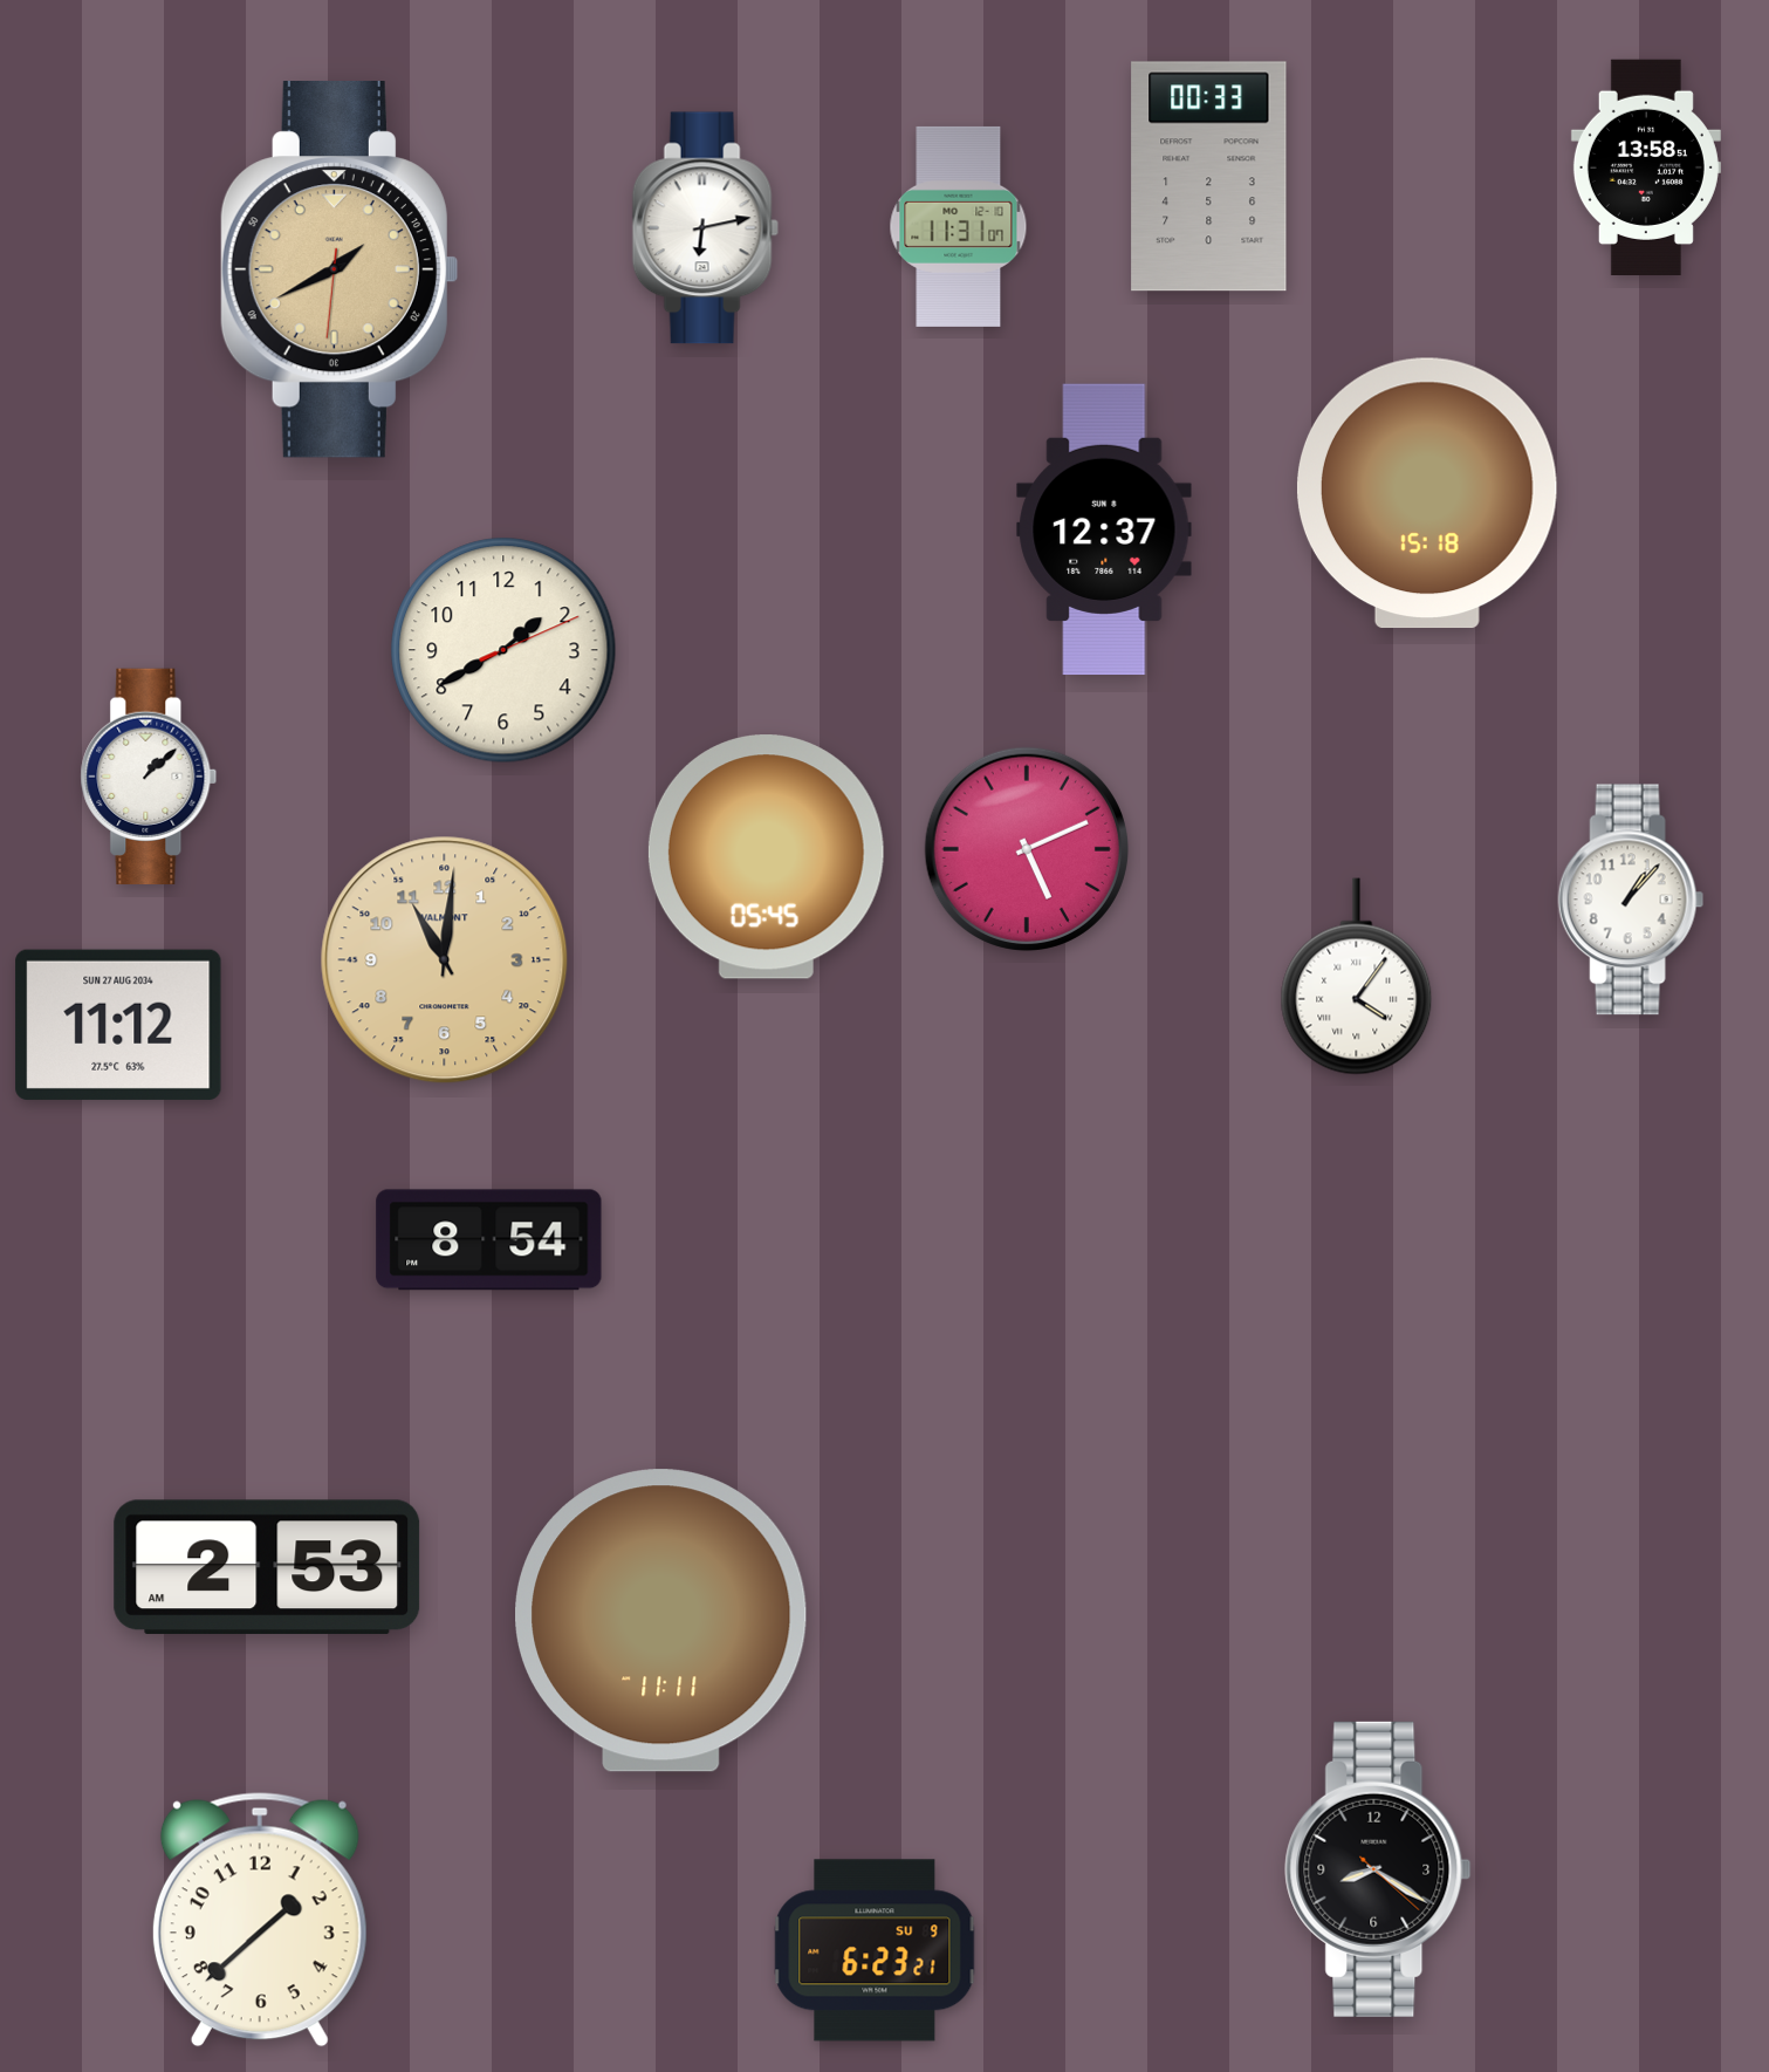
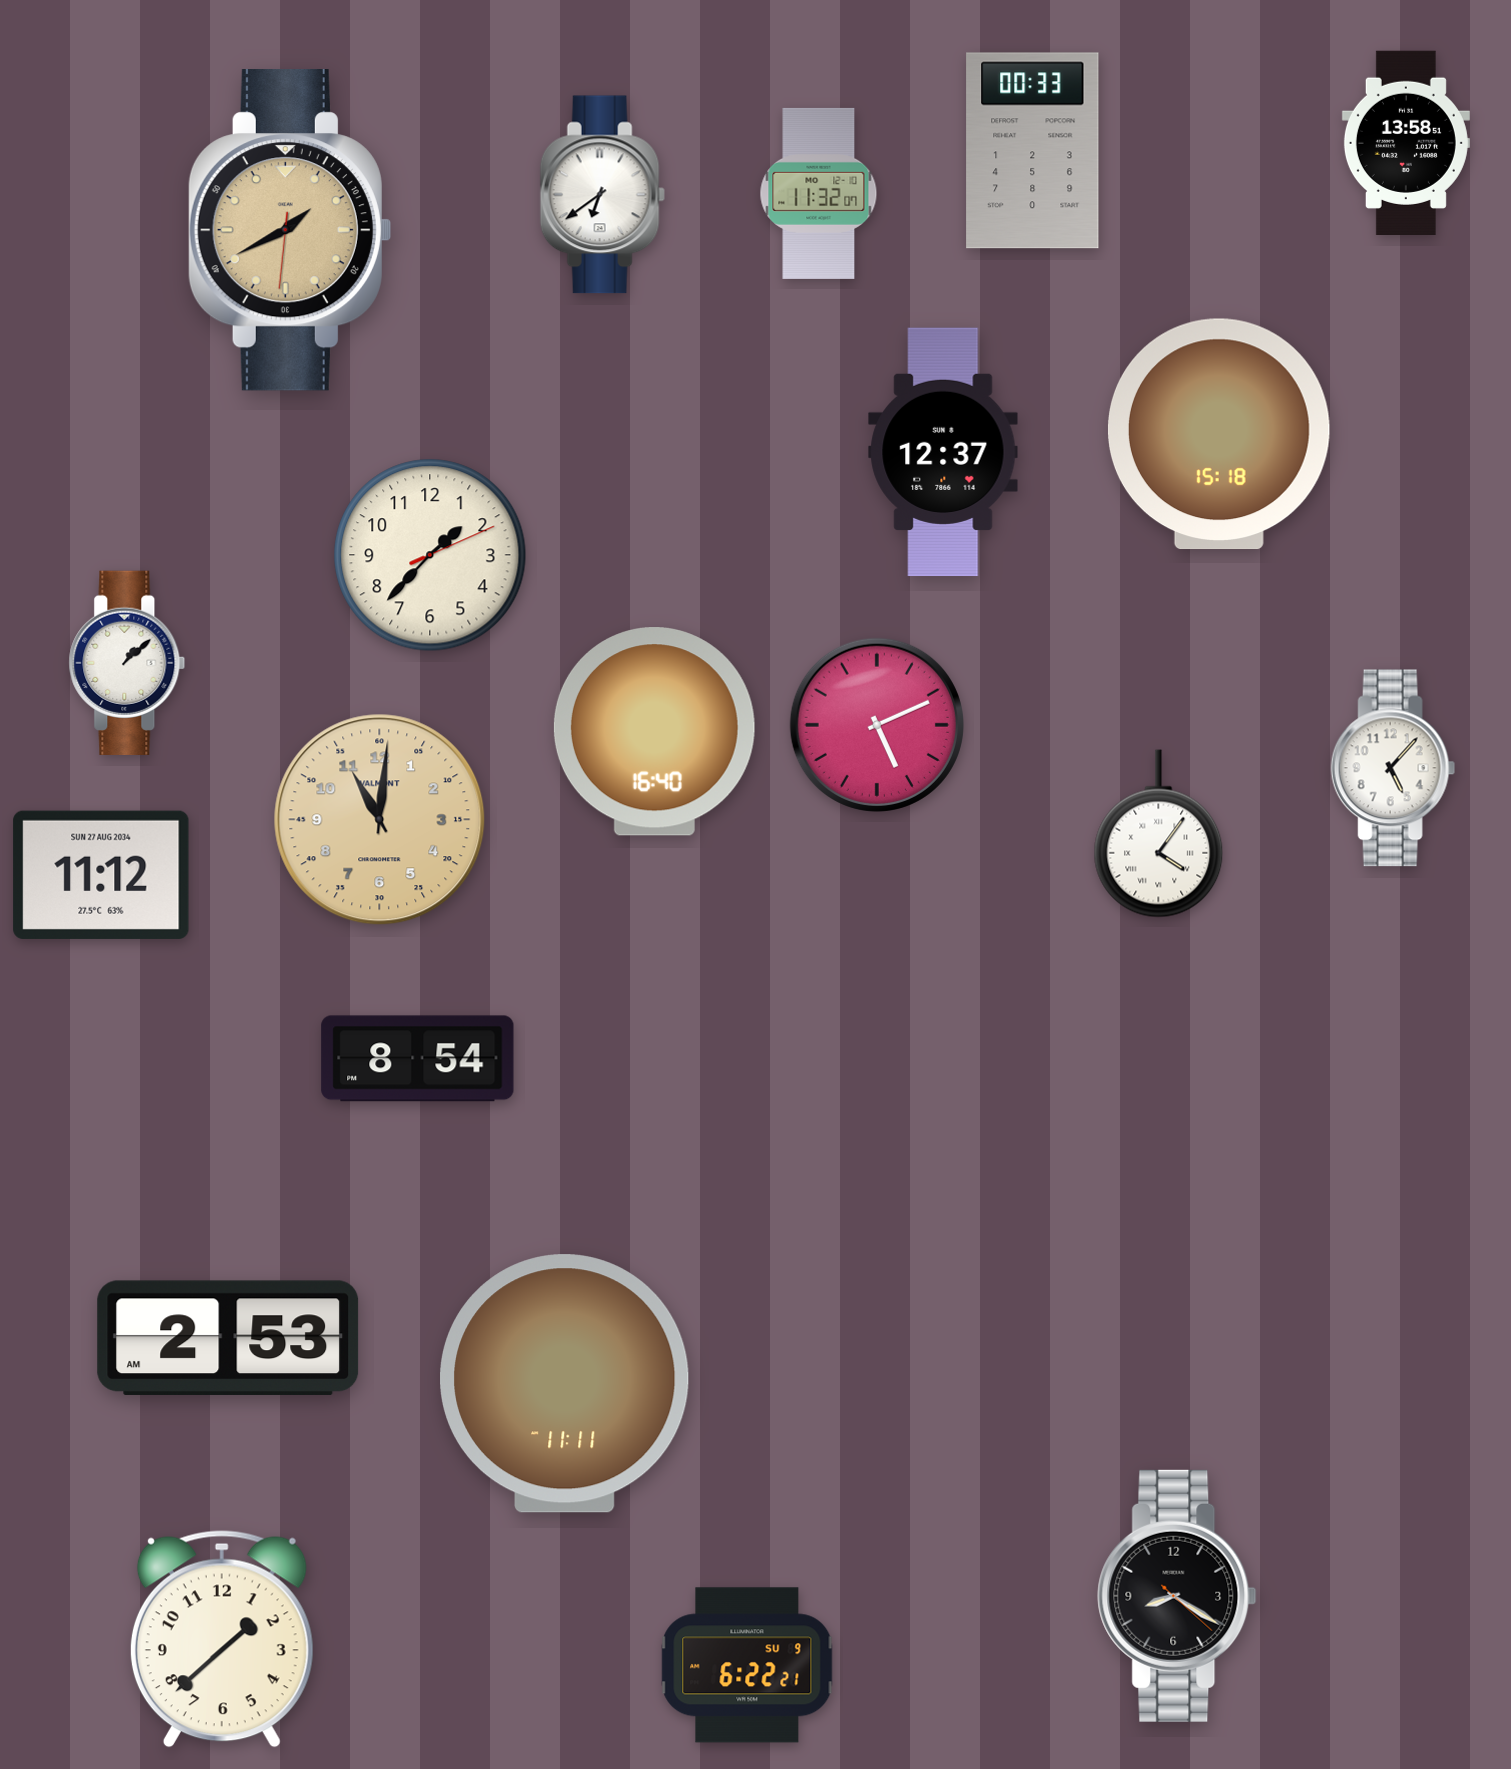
clock at (959, 226): 11:31 -> 11:32
clock at (705, 228): 6:13 -> 6:39
clock at (1427, 493) position: (1427, 493) -> (1219, 434)
clock at (503, 650): 1:40 -> 1:37
clock at (766, 857): 05:45 -> 16:40
clock at (1631, 900): 1:07 -> 5:07
clock at (875, 1950): 6:23 -> 6:22
